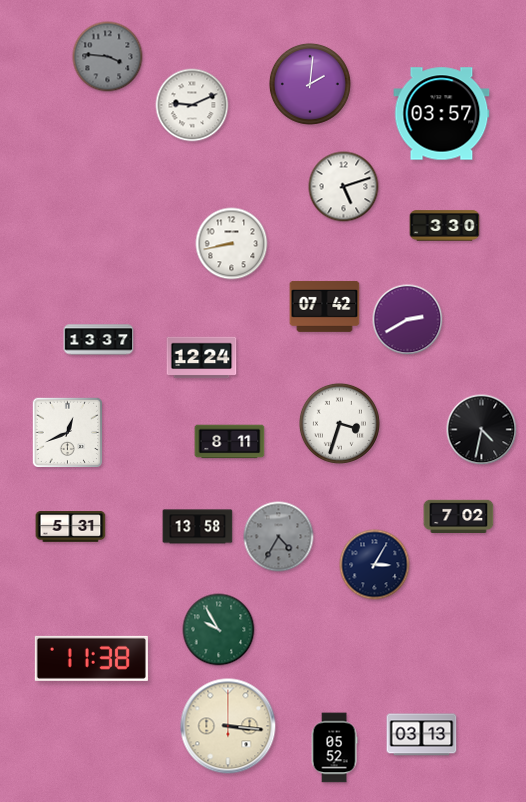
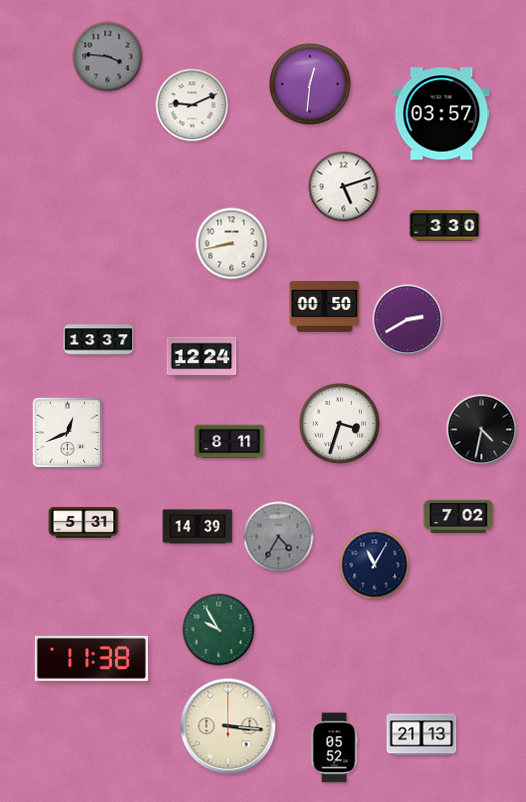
clock at (310, 84): 2:01 -> 12:31
clock at (325, 306): 07:42 -> 00:50
clock at (71, 527) position: (71, 527) -> (84, 523)
clock at (198, 527): 13:58 -> 14:39
clock at (375, 565): 3:05 -> 11:05
clock at (422, 735): 03:13 -> 21:13
